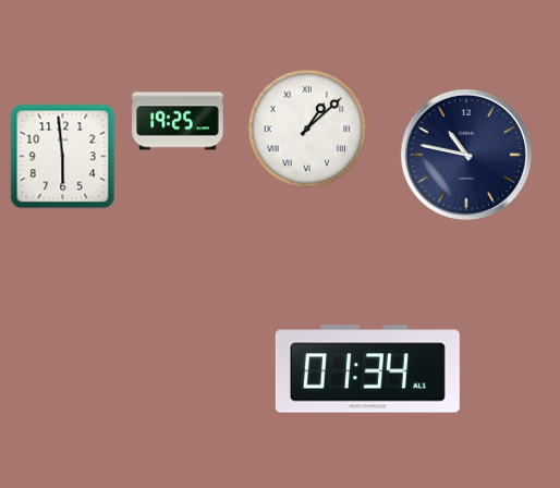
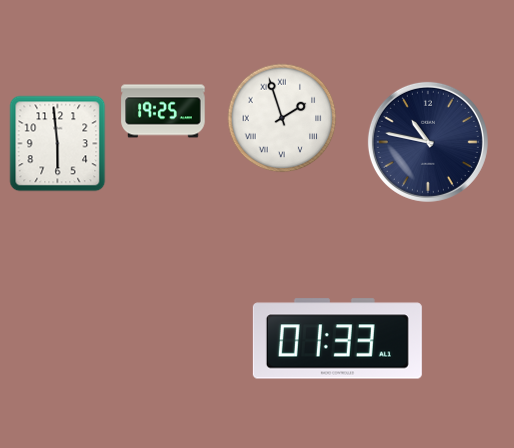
clock at (307, 129): 1:08 -> 1:57
clock at (367, 369): 01:34 -> 01:33
